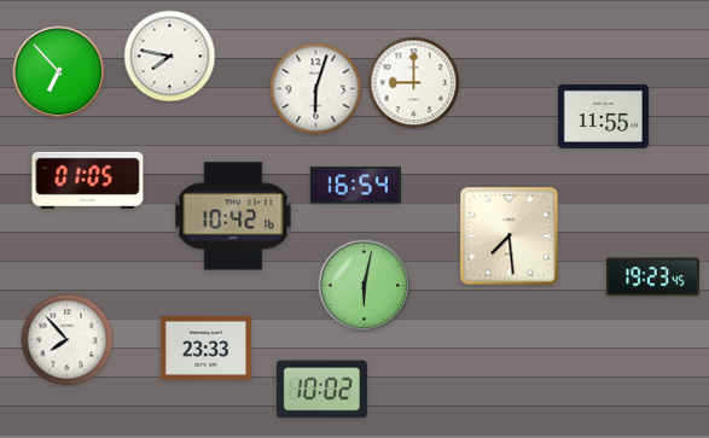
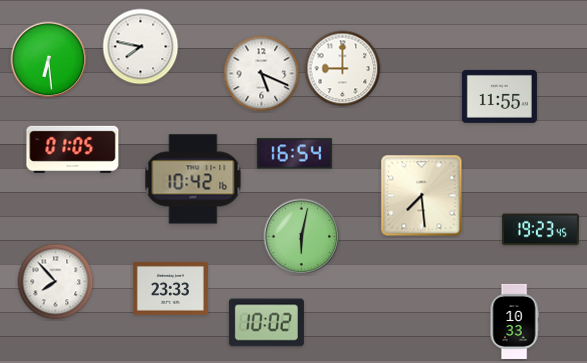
clock at (59, 72): 6:53 -> 6:29
clock at (316, 89): 6:03 -> 5:19
clock at (514, 321): none -> 10:33
